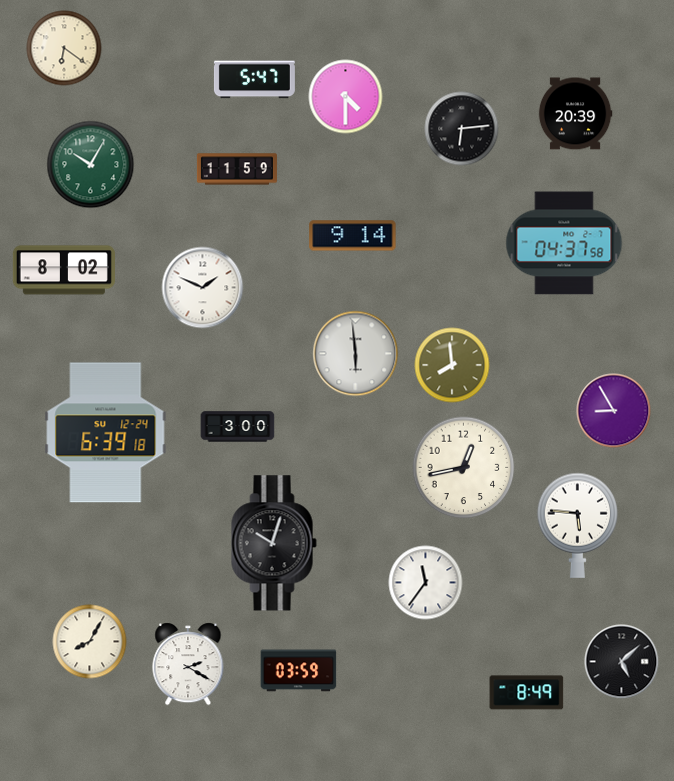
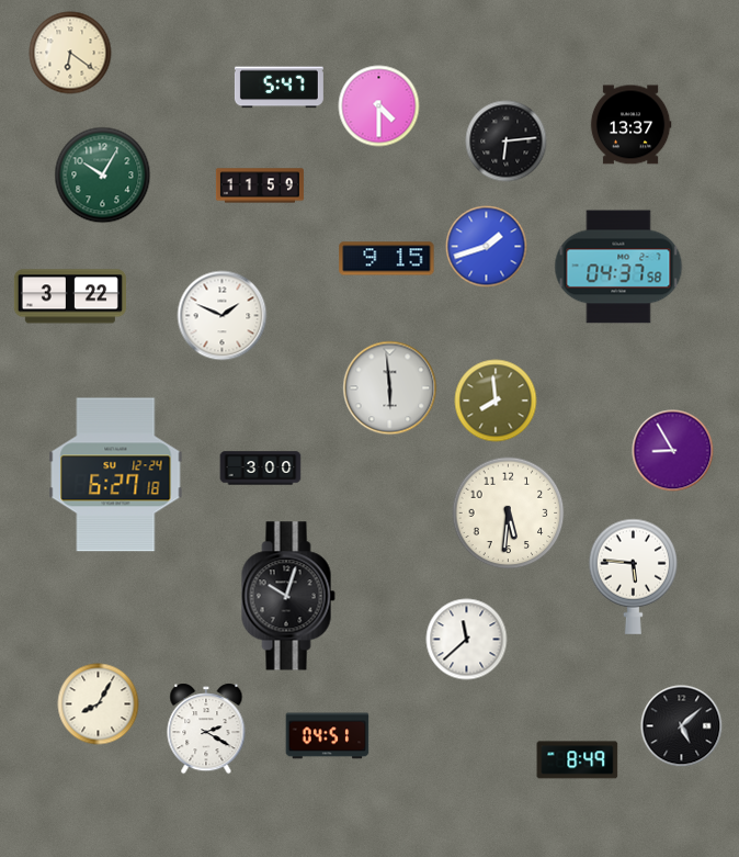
clock at (575, 114): 20:39 -> 13:37
clock at (91, 165) position: (91, 165) -> (103, 176)
clock at (487, 247): none -> 1:42
clock at (353, 236): 9:14 -> 9:15
clock at (64, 270): 8:02 -> 3:22
clock at (106, 433): 6:39 -> 6:27
clock at (464, 468): 12:43 -> 5:31
clock at (274, 543) position: (274, 543) -> (288, 596)
clock at (426, 583): 11:36 -> 11:38
clock at (299, 671): 03:59 -> 04:51
